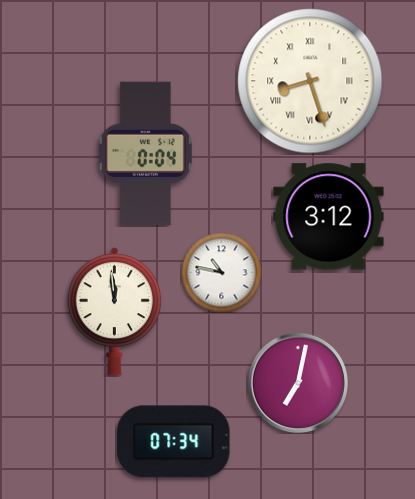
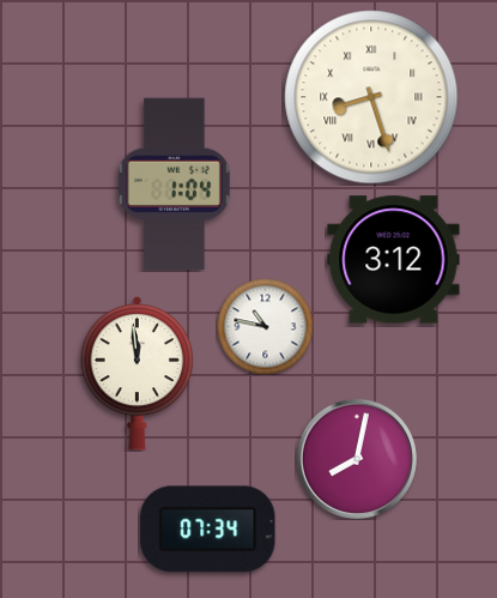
clock at (145, 154): 0:04 -> 1:04
clock at (297, 382): 7:02 -> 8:02
